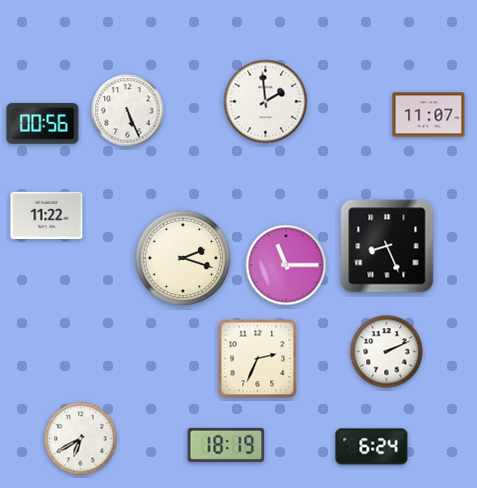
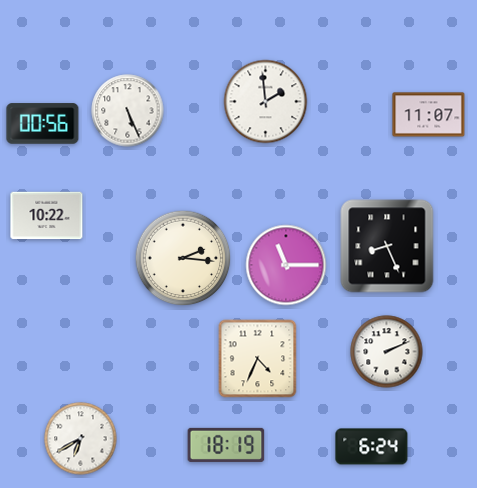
clock at (47, 216): 11:22 -> 10:22
clock at (183, 258): 2:18 -> 2:16
clock at (258, 359): 2:34 -> 4:34
